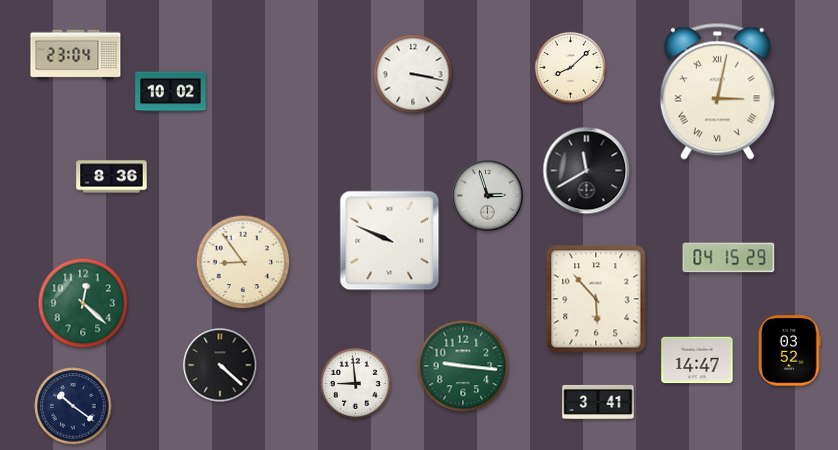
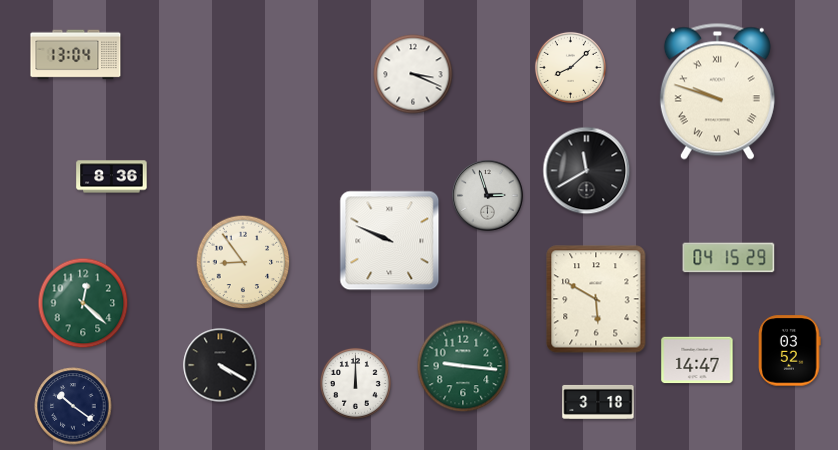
clock at (76, 55): 23:04 -> 13:04
clock at (413, 74): 3:17 -> 3:19
clock at (717, 91): 3:02 -> 9:48
clock at (171, 92): 10:02 -> none
clock at (596, 299): 5:53 -> 5:50
clock at (220, 365): 4:22 -> 4:20
clock at (355, 383): 8:59 -> 12:00
clock at (598, 402): 3:41 -> 3:18
